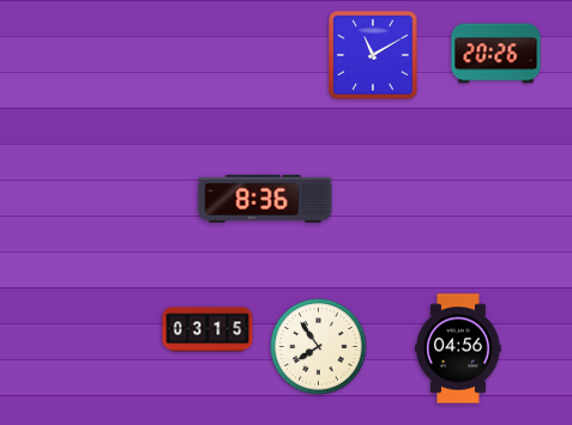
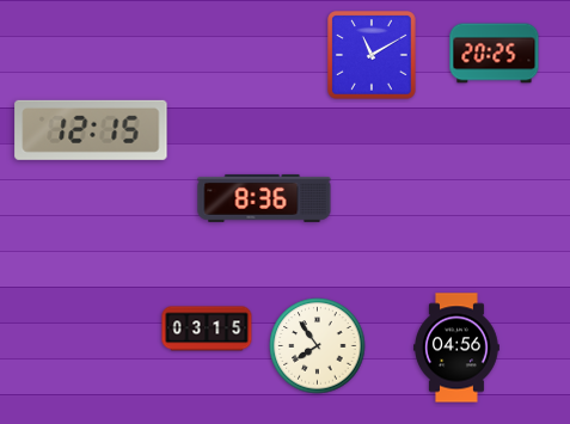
clock at (496, 54): 20:26 -> 20:25
clock at (91, 130): none -> 12:15
